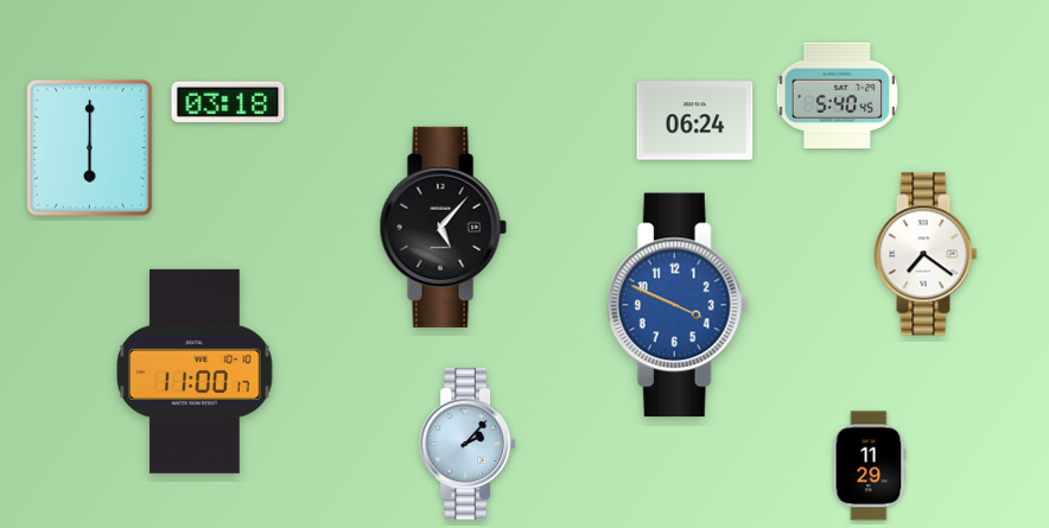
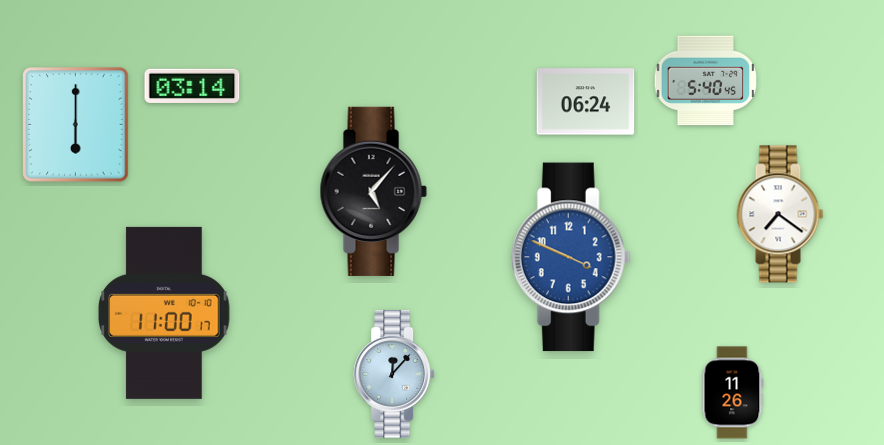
clock at (228, 102): 03:18 -> 03:14
clock at (468, 444): 2:07 -> 12:07
clock at (870, 466): 11:29 -> 11:26
